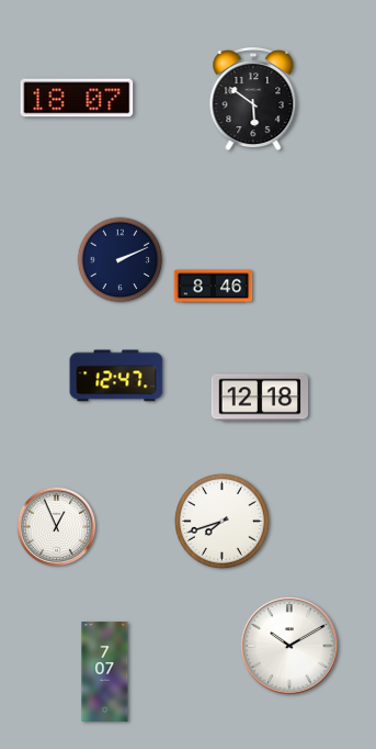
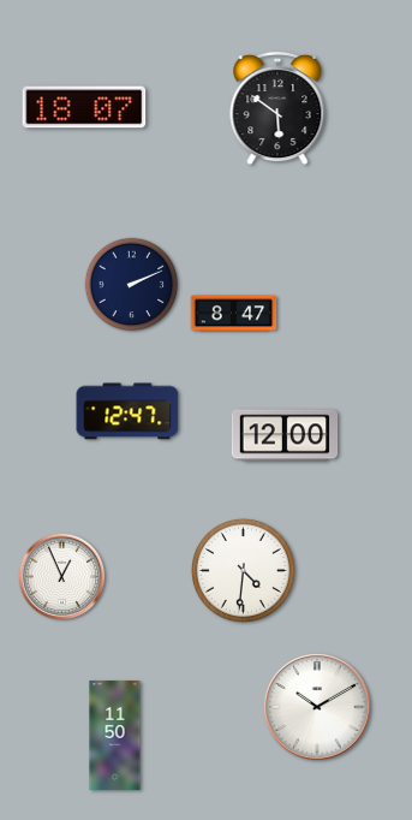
clock at (214, 287): 8:46 -> 8:47
clock at (260, 398): 12:18 -> 12:00
clock at (221, 521): 7:42 -> 4:31
clock at (105, 671): 7:07 -> 11:50
